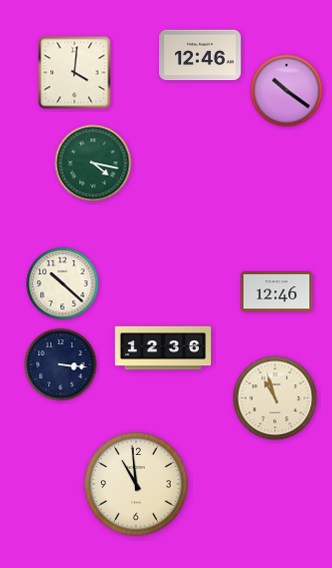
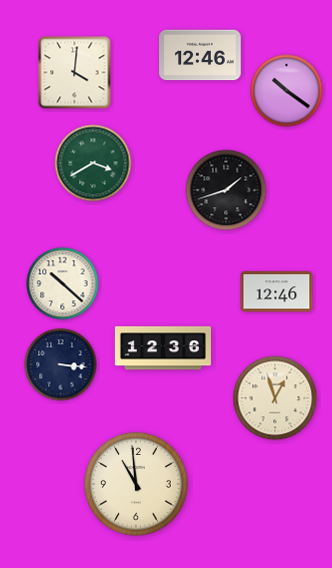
clock at (93, 163): 4:17 -> 3:40
clock at (226, 190): none -> 1:42
clock at (275, 398): 10:57 -> 12:57
